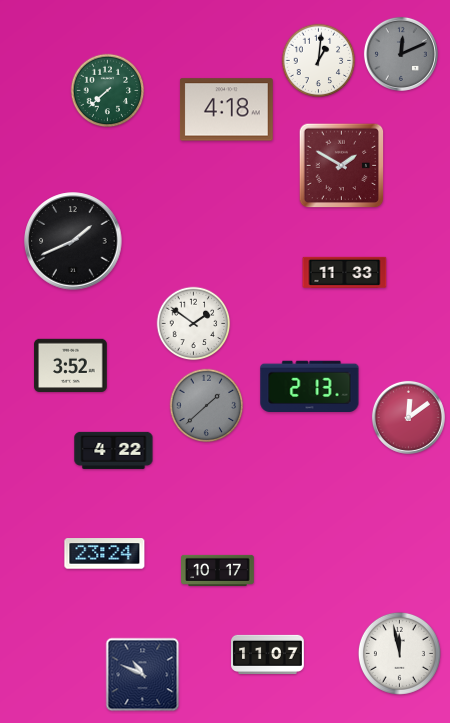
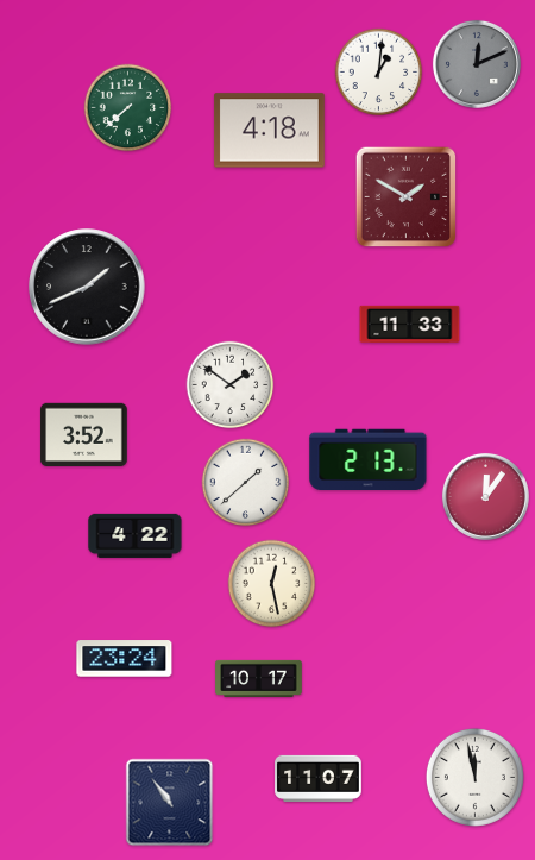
clock at (207, 406) dial: grey -> white
clock at (408, 417): 12:09 -> 12:06
clock at (272, 584): none -> 12:28
clock at (143, 675): 10:49 -> 10:54
